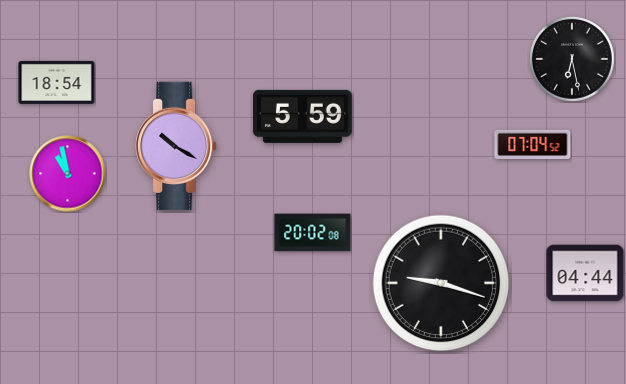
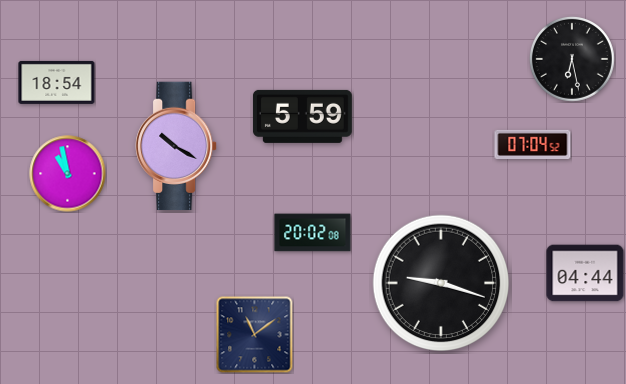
clock at (255, 335): none -> 11:09
